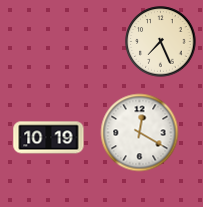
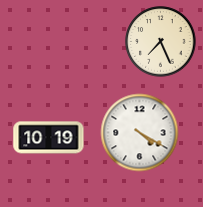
clock at (140, 133): 12:20 -> 4:20
